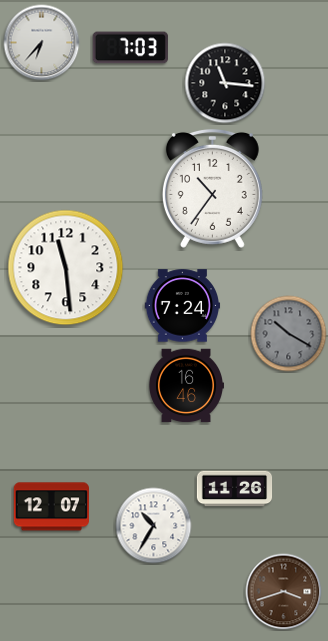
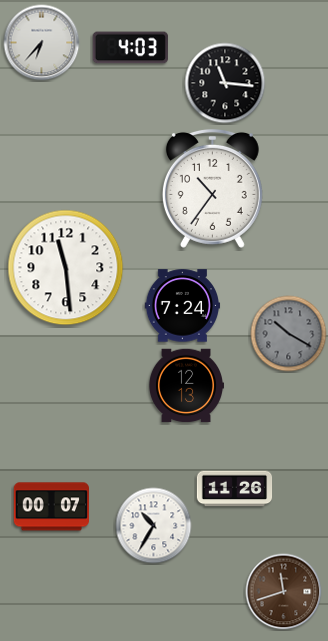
clock at (130, 48): 7:03 -> 4:03
clock at (185, 386): 16:46 -> 12:13
clock at (51, 507): 12:07 -> 00:07
clock at (284, 592): 3:42 -> 11:42
